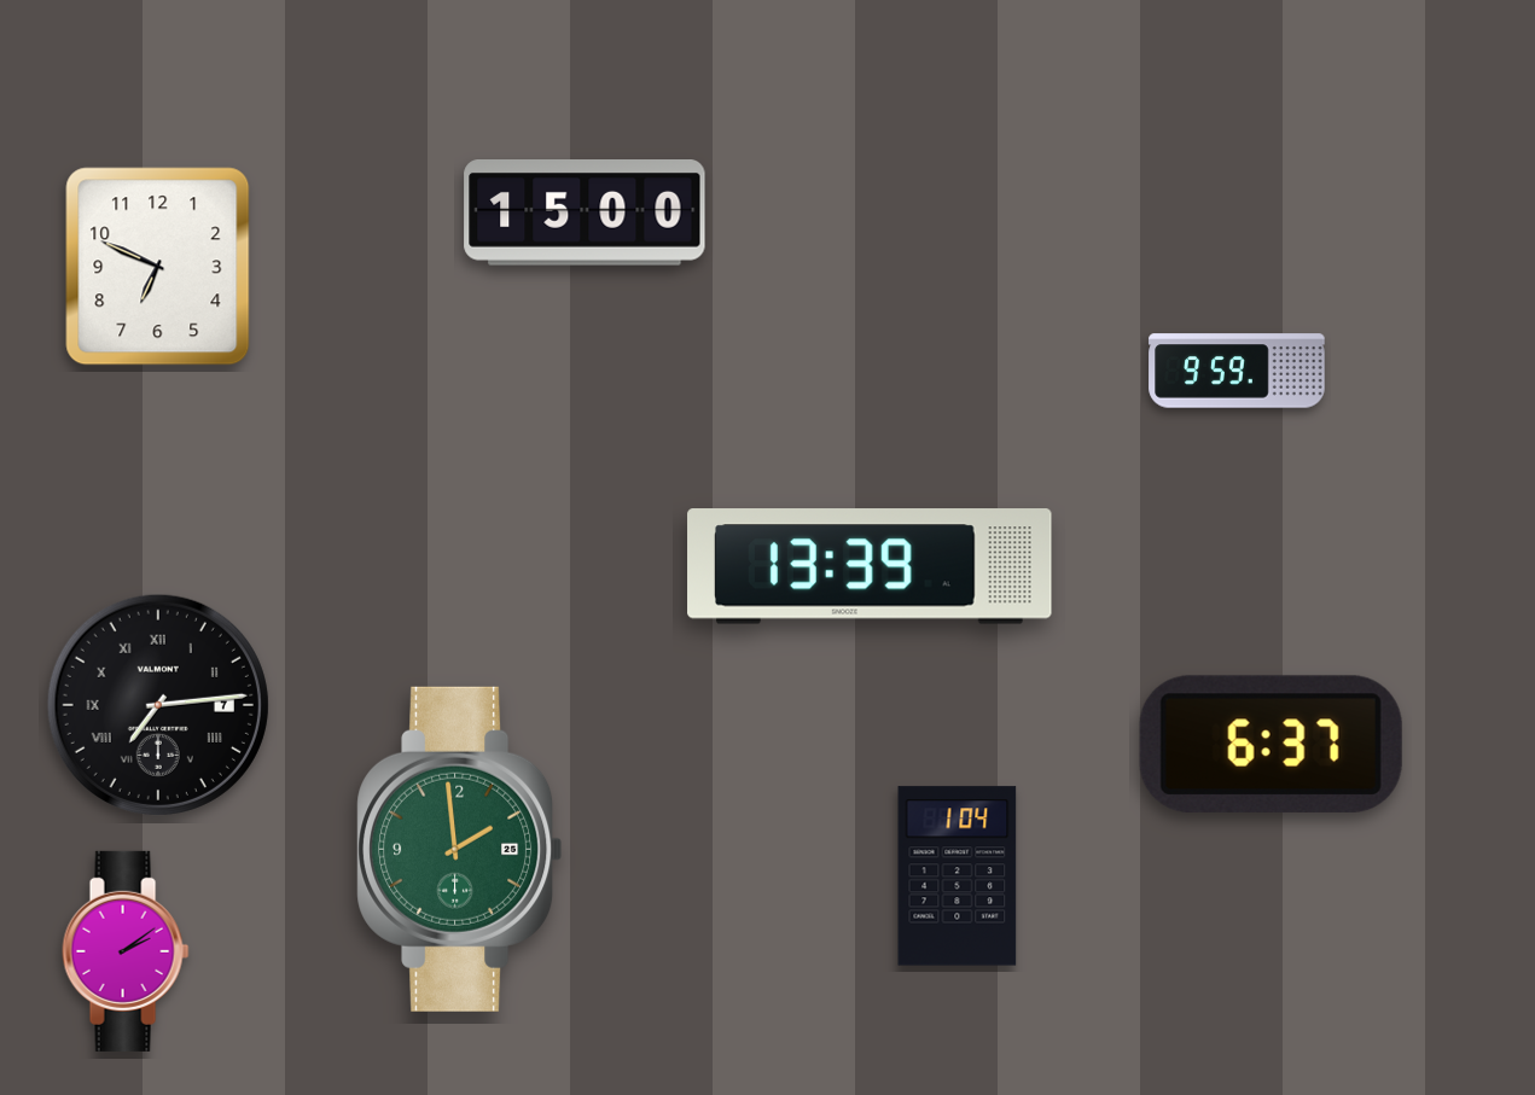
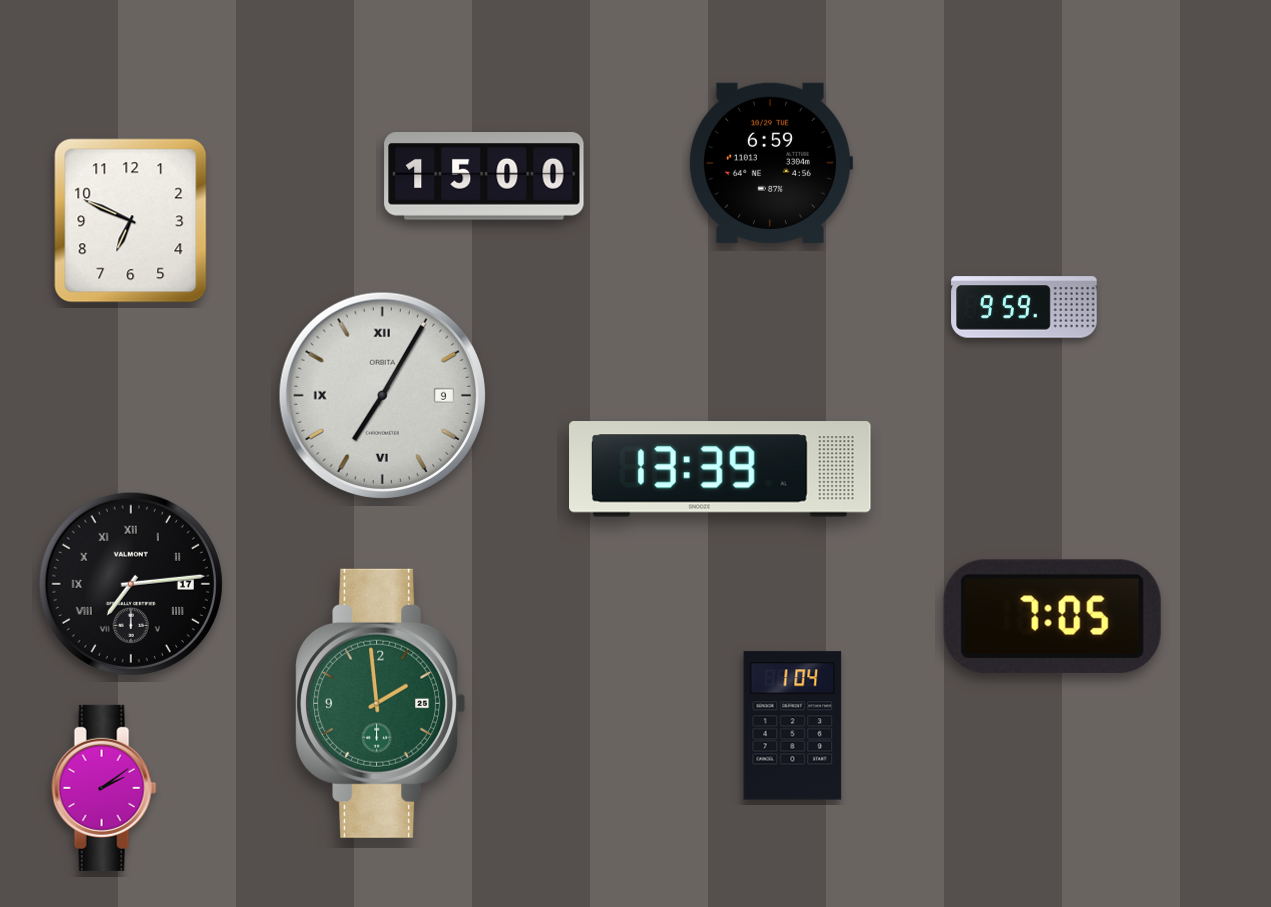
clock at (770, 163): none -> 6:59
clock at (382, 395): none -> 7:05
clock at (158, 705) date: 7 -> 17
clock at (1271, 744): 6:37 -> 7:05
